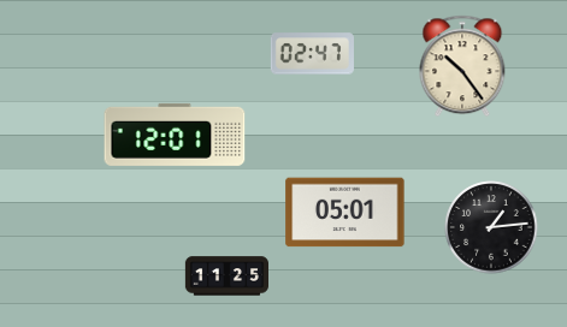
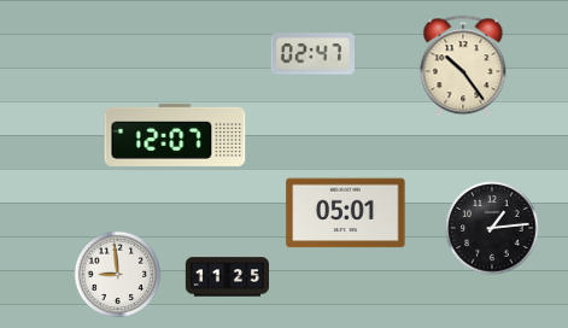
clock at (175, 135): 12:01 -> 12:07
clock at (118, 275): none -> 8:59
